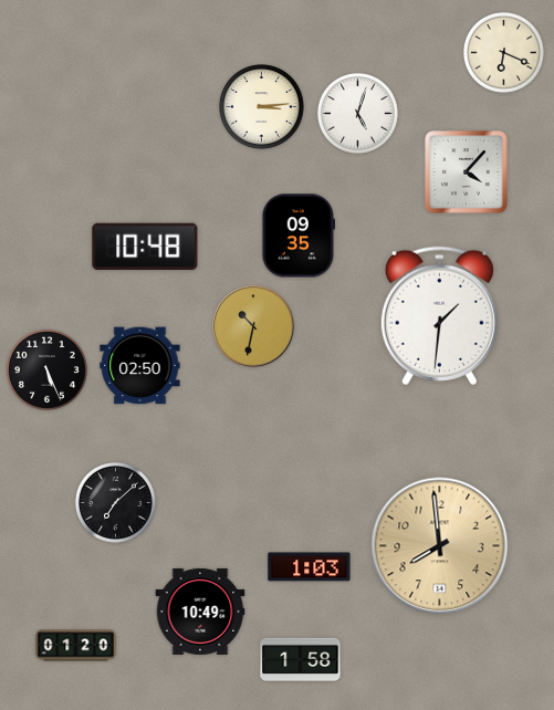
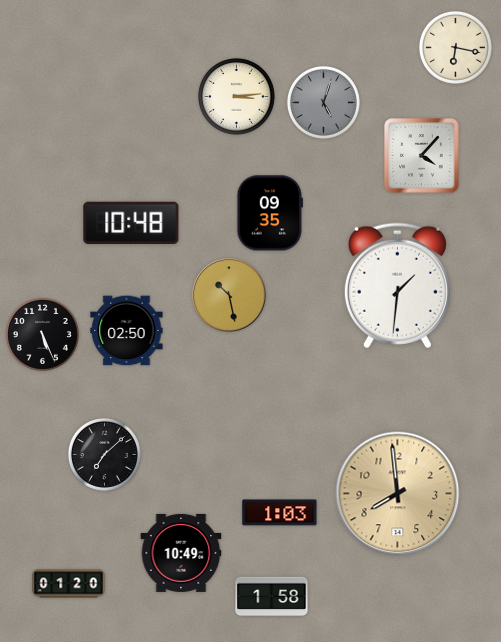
clock at (503, 52): 6:19 -> 6:17
clock at (357, 113) dial: white -> grey
clock at (253, 326): 10:32 -> 10:28
